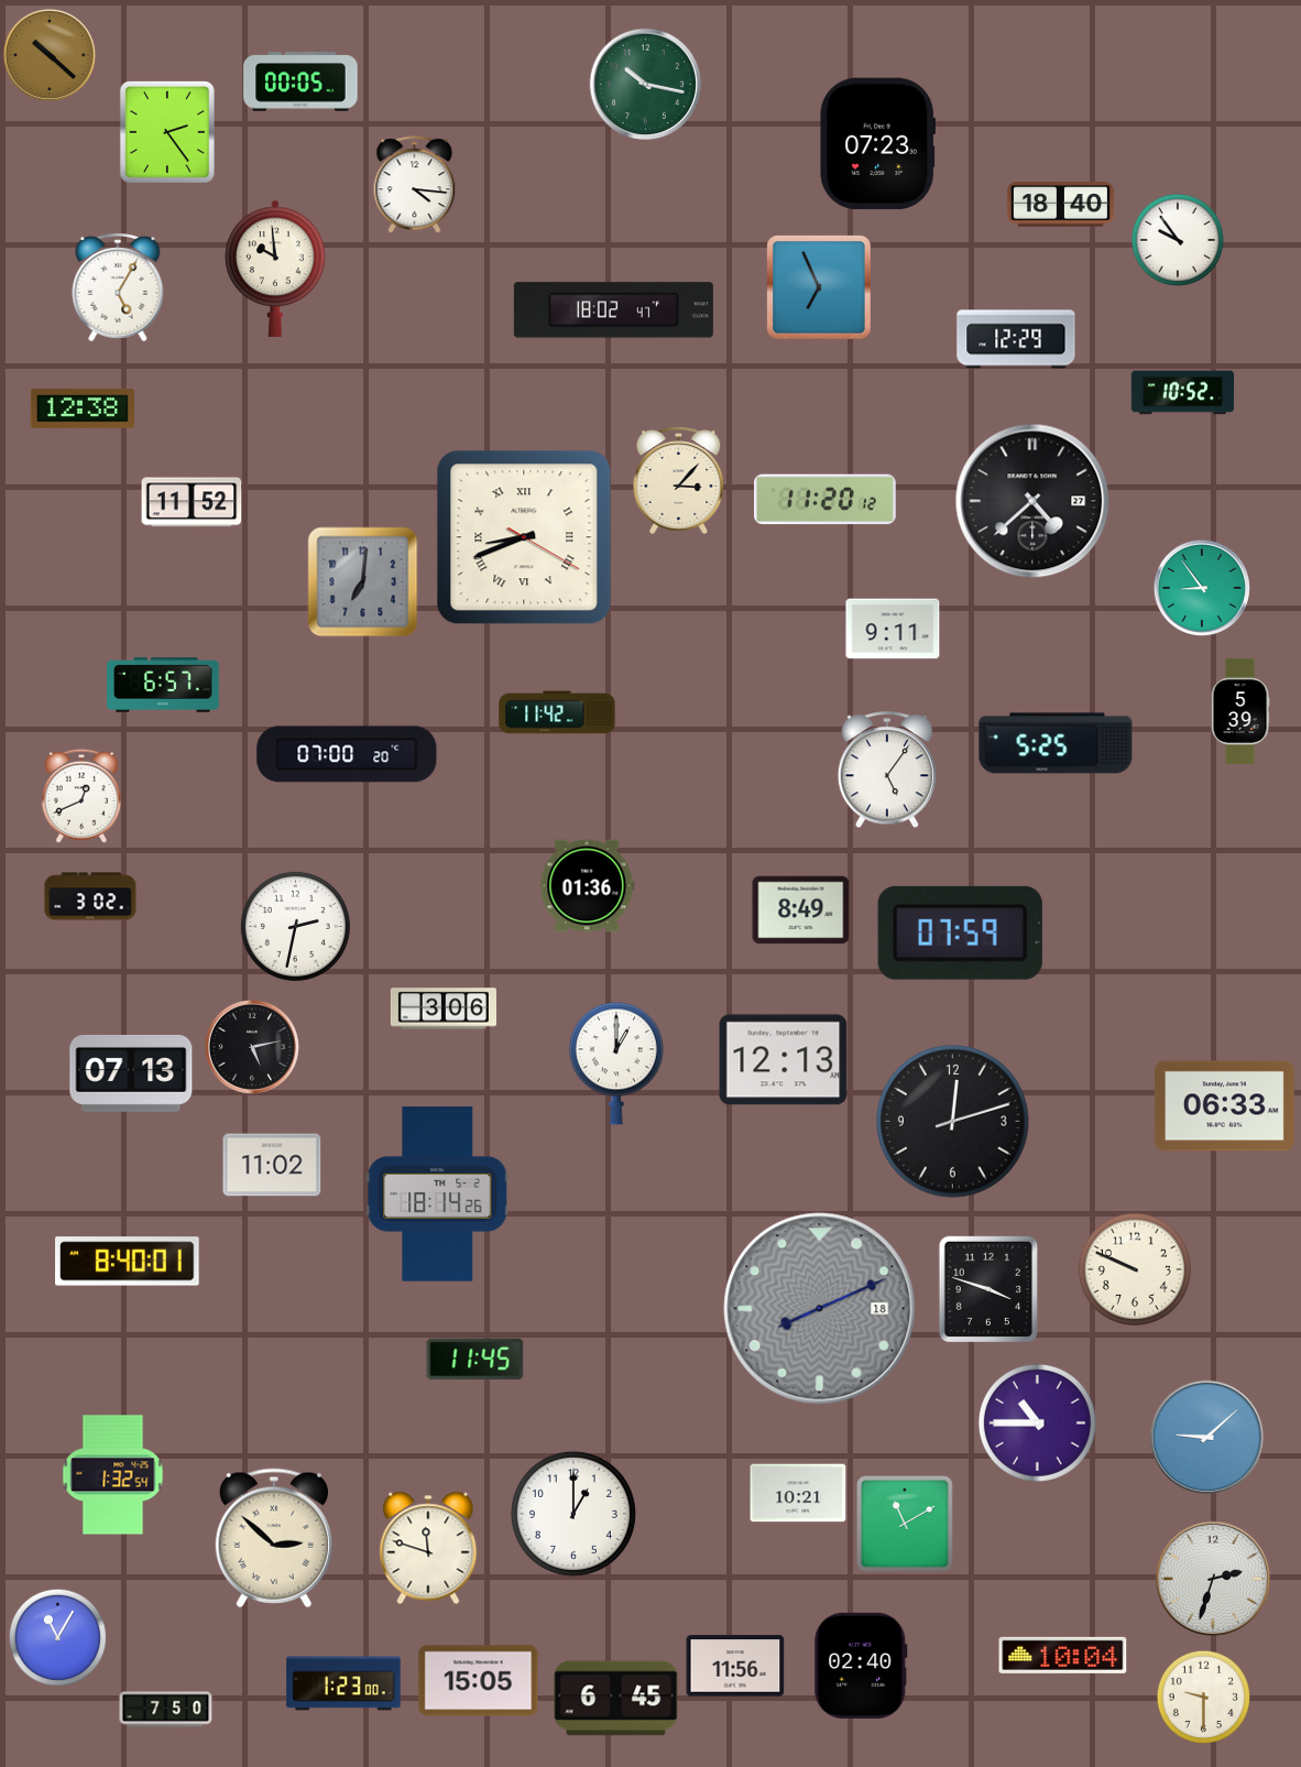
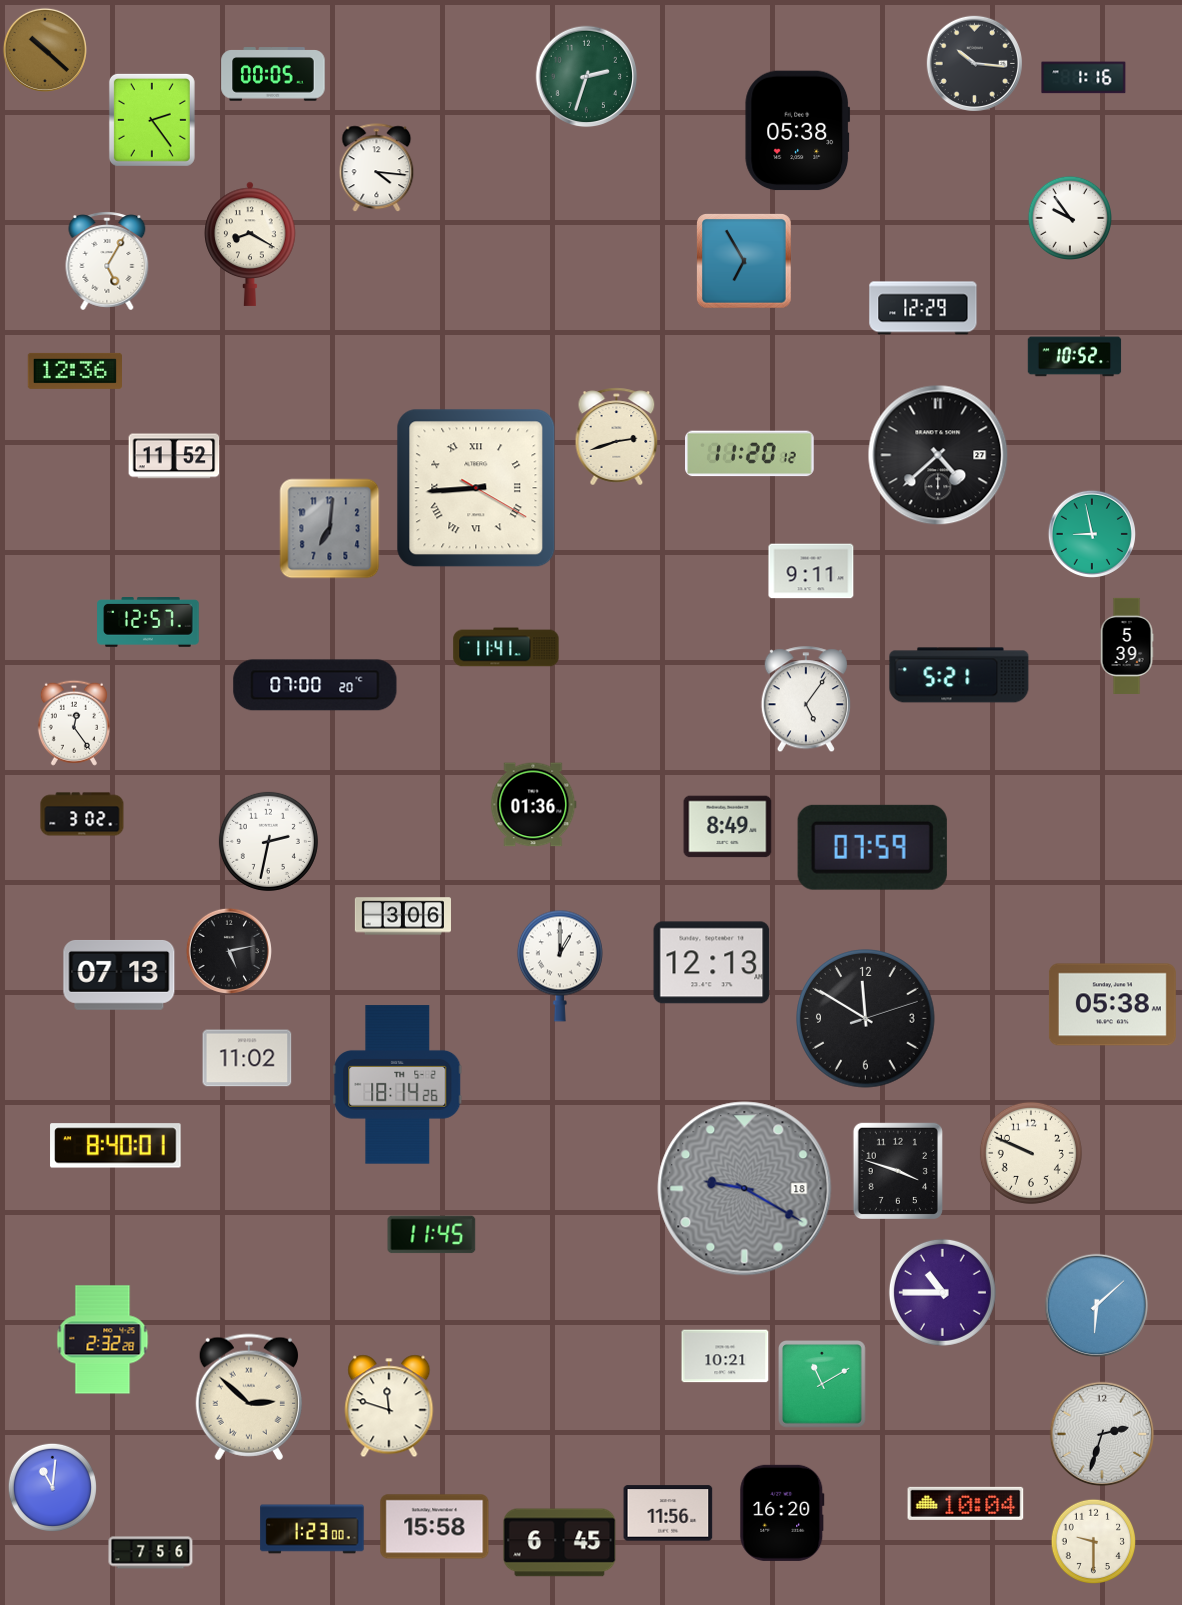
clock at (974, 63): none -> 10:16
clock at (646, 85): 10:17 -> 2:33
clock at (1084, 78): none -> 1:16
clock at (878, 144): 07:23 -> 05:38
clock at (1060, 205): 18:40 -> none
clock at (275, 269): 9:59 -> 8:20
clock at (819, 287): 6:56 -> 6:55
clock at (613, 310): 18:02 -> none
clock at (81, 408): 12:38 -> 12:36
clock at (679, 481): 3:07 -> 2:42
clock at (524, 537): 8:41 -> 8:44
clock at (1202, 588): 8:54 -> 8:58
clock at (163, 686): 6:57 -> 12:57
clock at (557, 712): 11:42 -> 11:41
clock at (1056, 743): 5:25 -> 5:21
clock at (81, 796): 12:41 -> 12:24
clock at (1224, 1106): 06:33 -> 05:38
clock at (953, 1122): 12:12 -> 11:50
clock at (820, 1309): 8:11 -> 9:20
clock at (1207, 1438): 9:08 -> 6:08
clock at (113, 1475): 1:32 -> 2:32
clock at (573, 1514): 1:00 -> none
clock at (57, 1637): 11:05 -> 11:01
clock at (861, 1666): 02:40 -> 16:20
clock at (479, 1681): 15:05 -> 15:58
clock at (166, 1710): 7:50 -> 7:56
